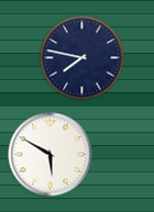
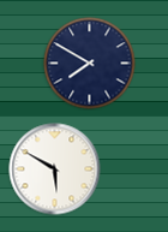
clock at (82, 58): 7:47 -> 7:50
